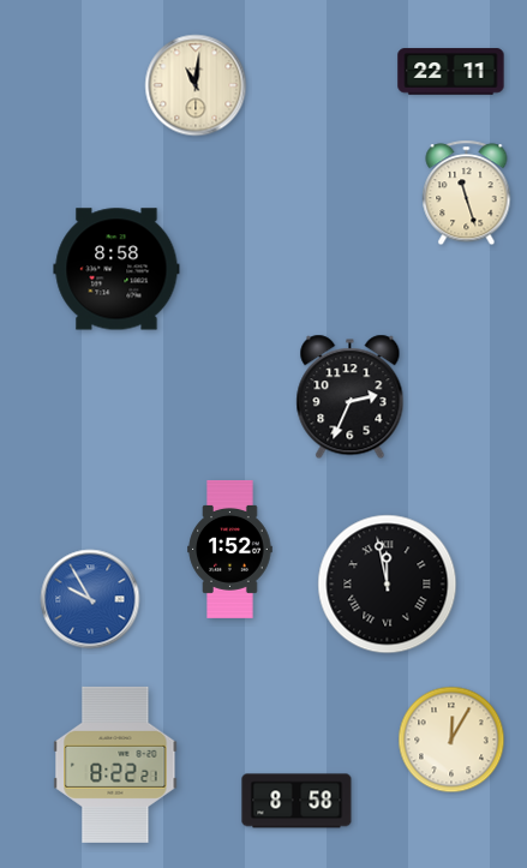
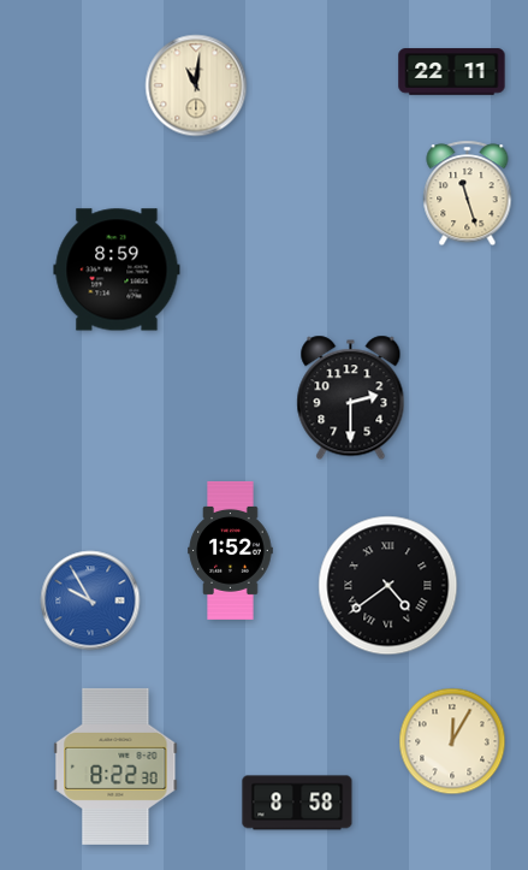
clock at (116, 269): 8:58 -> 8:59
clock at (351, 397): 2:34 -> 2:30
clock at (388, 585): 11:58 -> 4:39
clock at (115, 765): 8:22:21 -> 8:22:30
